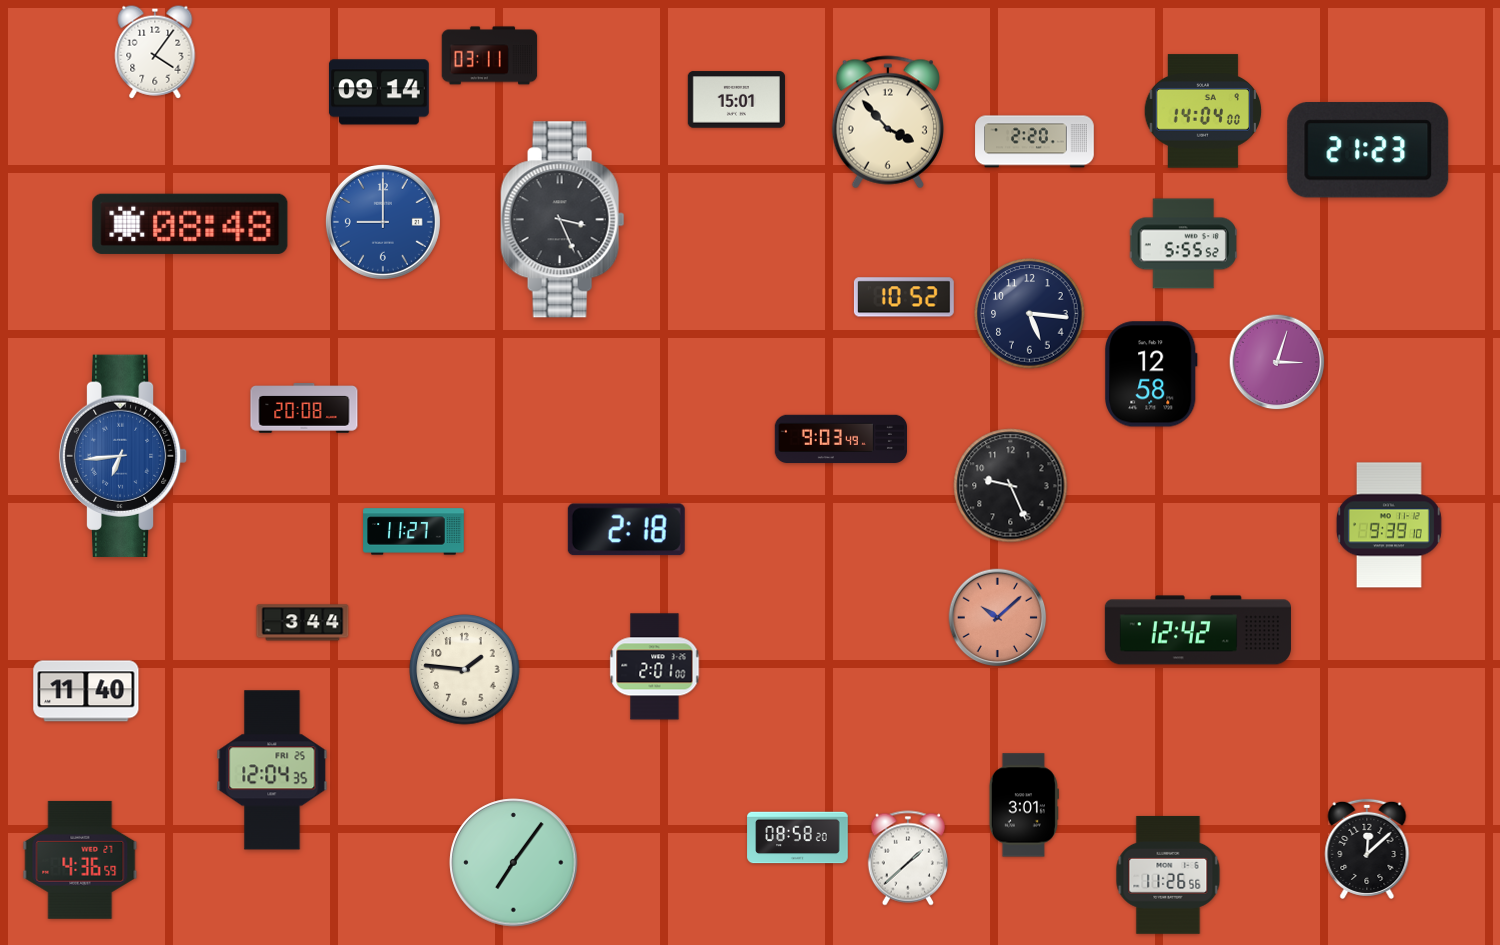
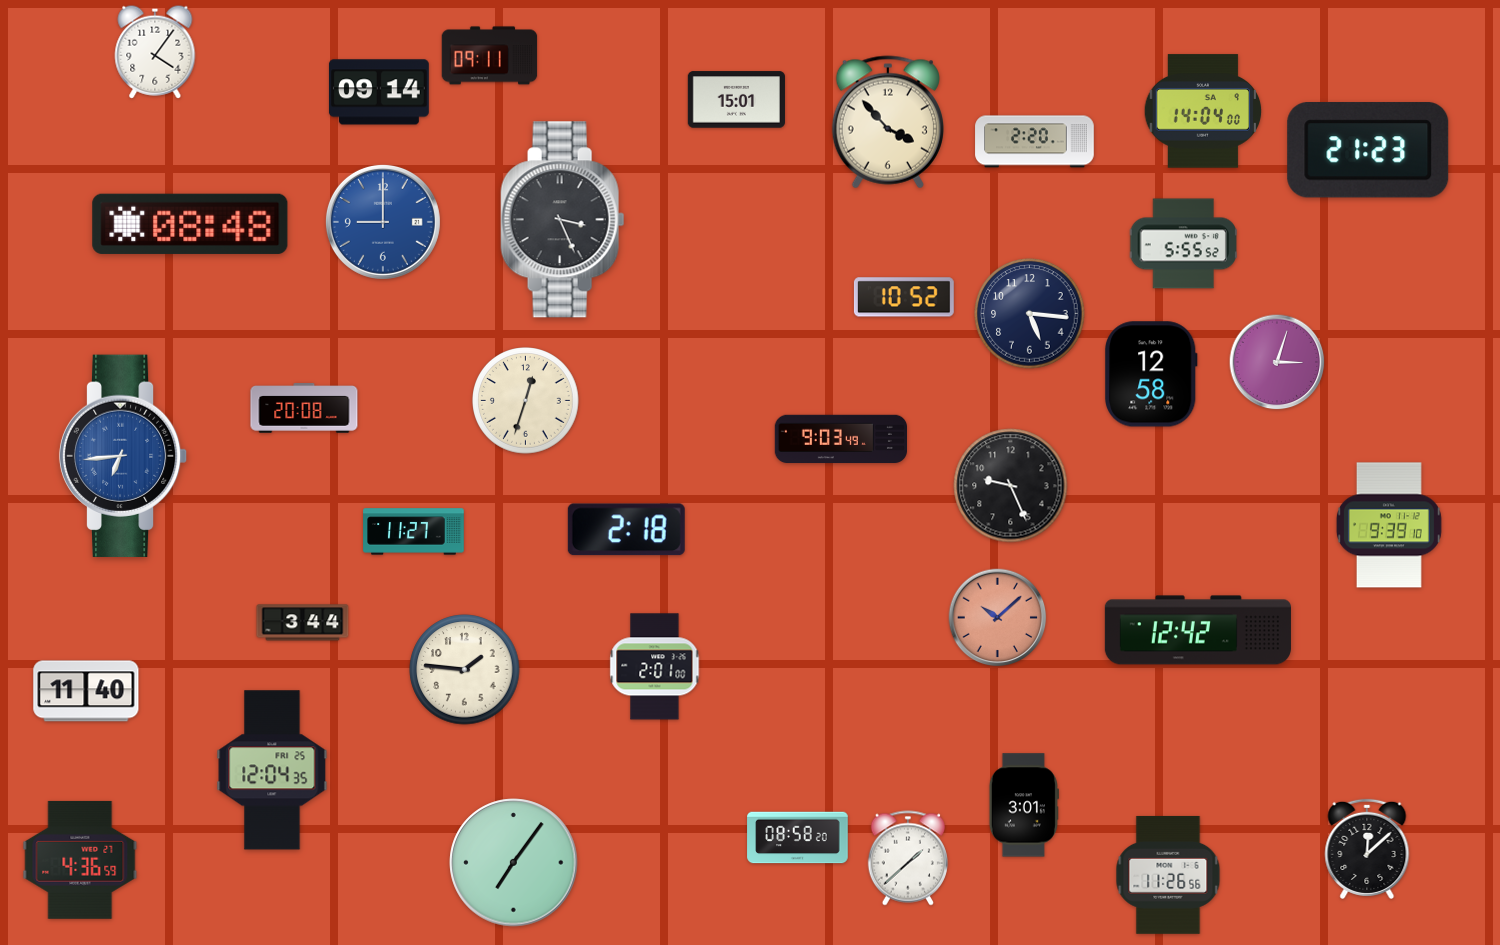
clock at (490, 56): 03:11 -> 09:11
clock at (526, 401): none -> 12:33
